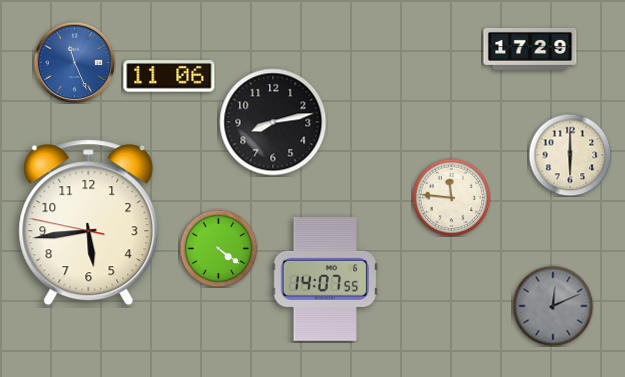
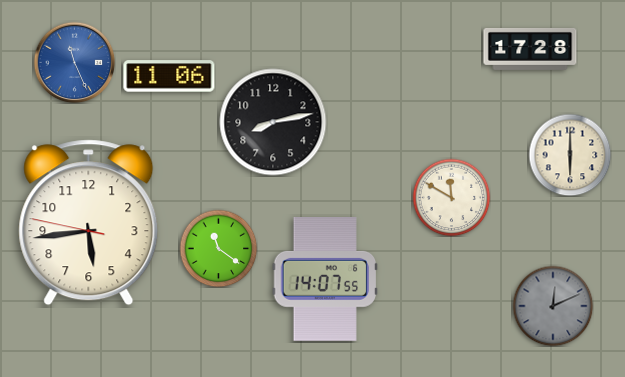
clock at (530, 49): 17:29 -> 17:28
clock at (451, 197): 11:46 -> 11:50
clock at (218, 248): 4:21 -> 11:21
